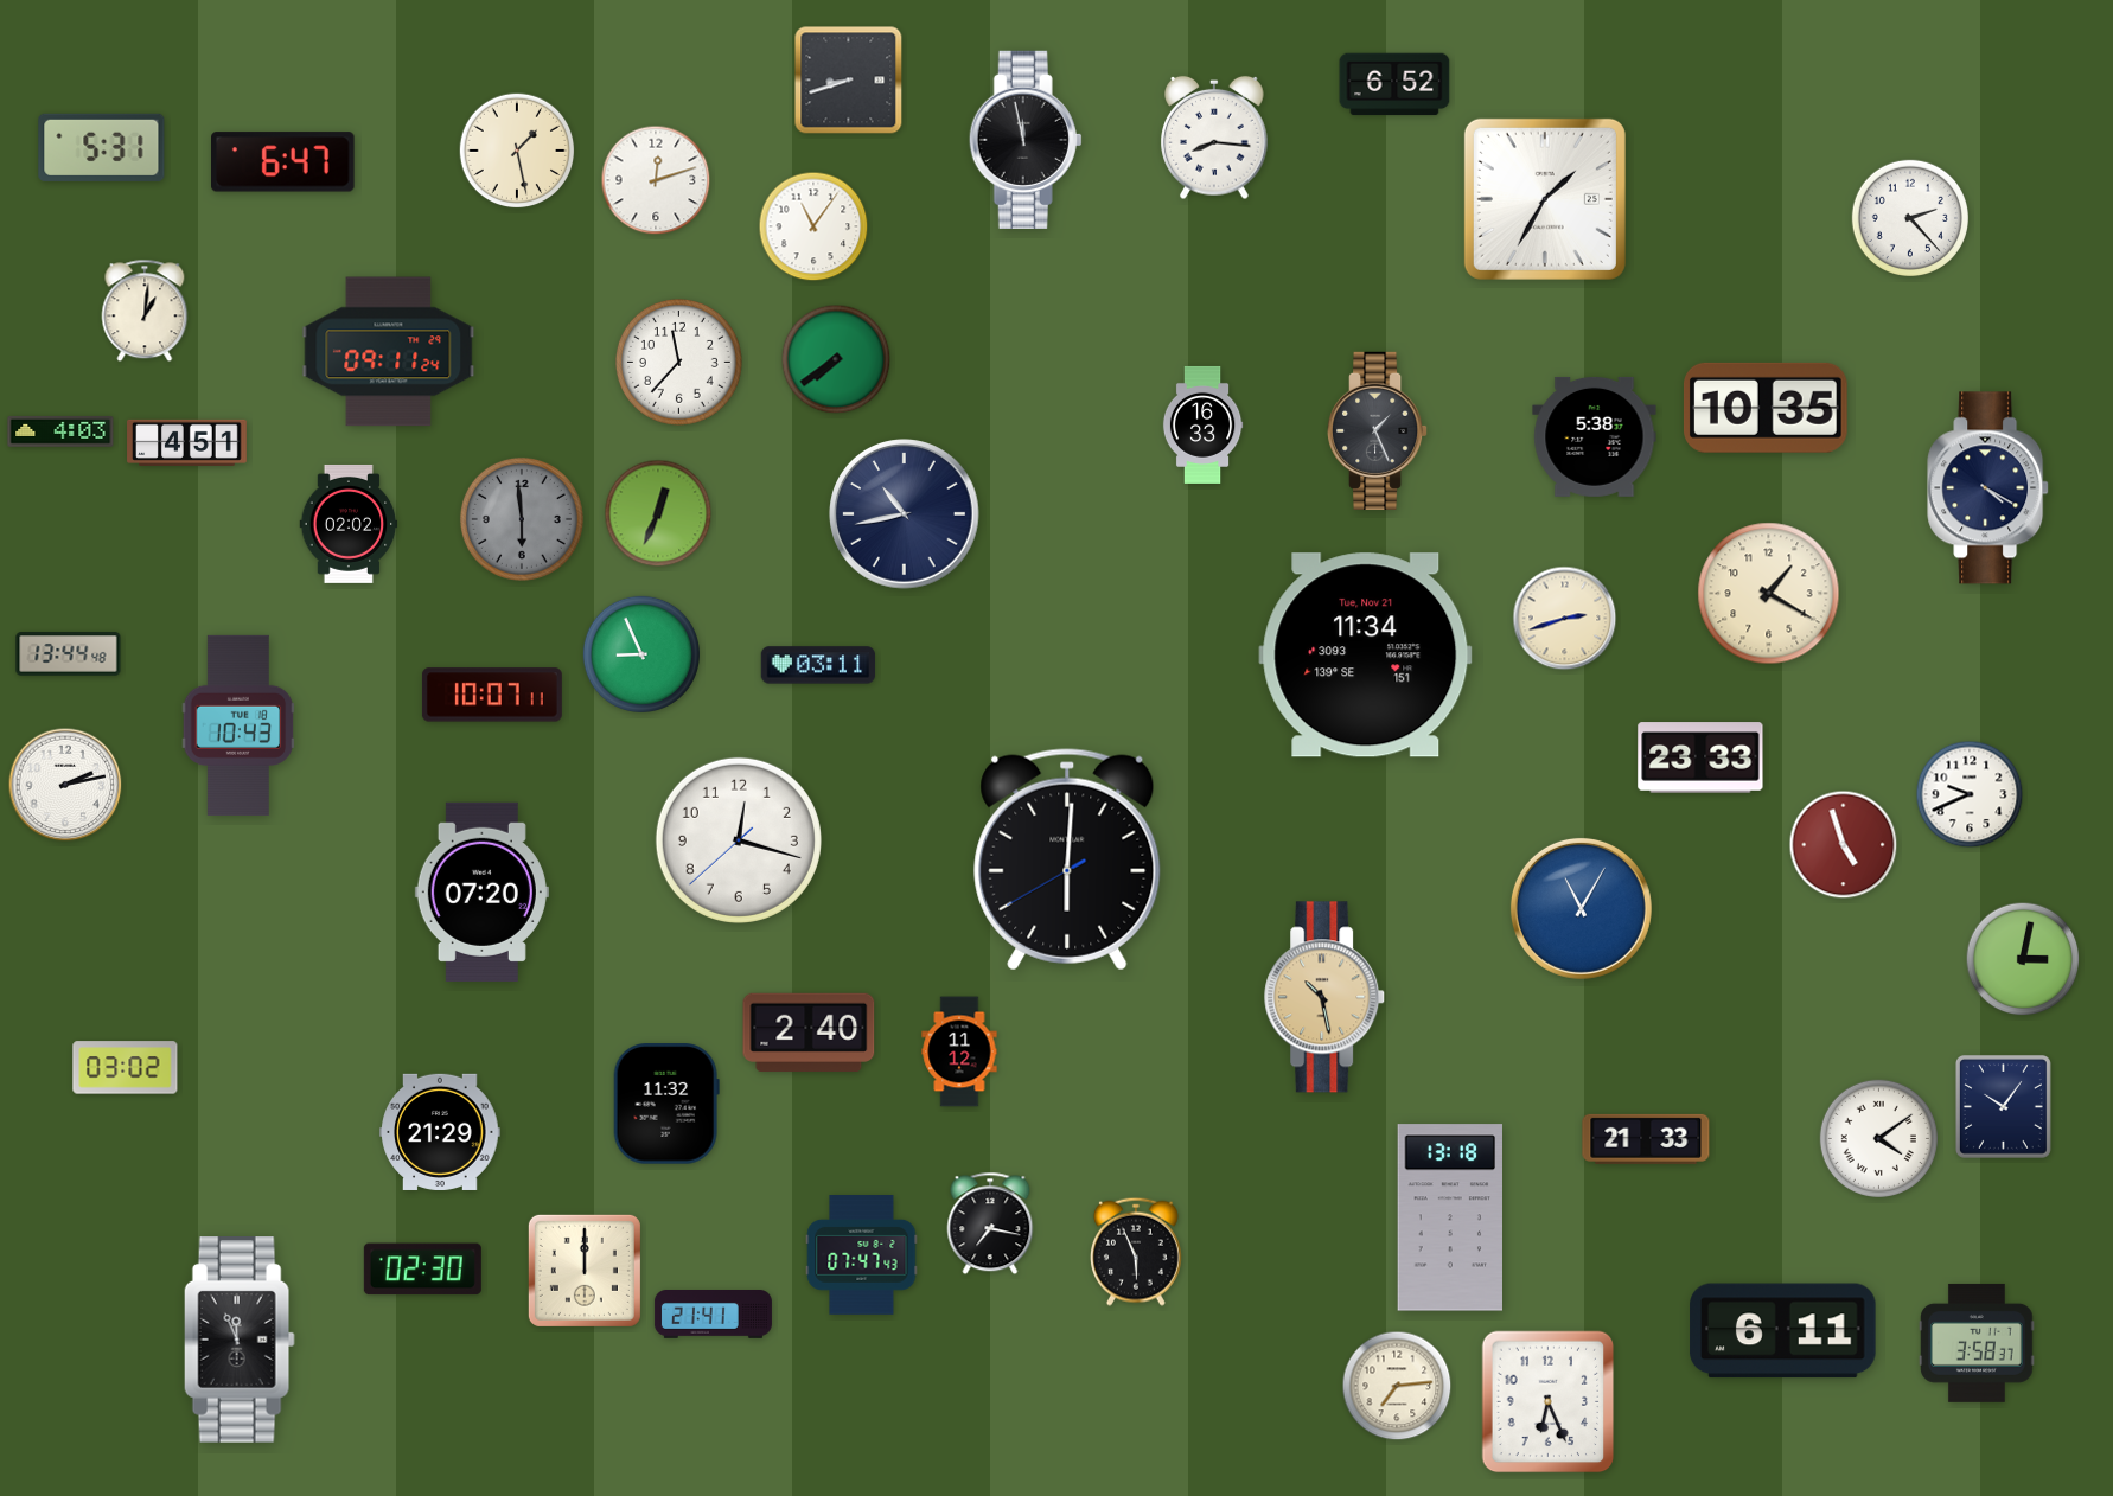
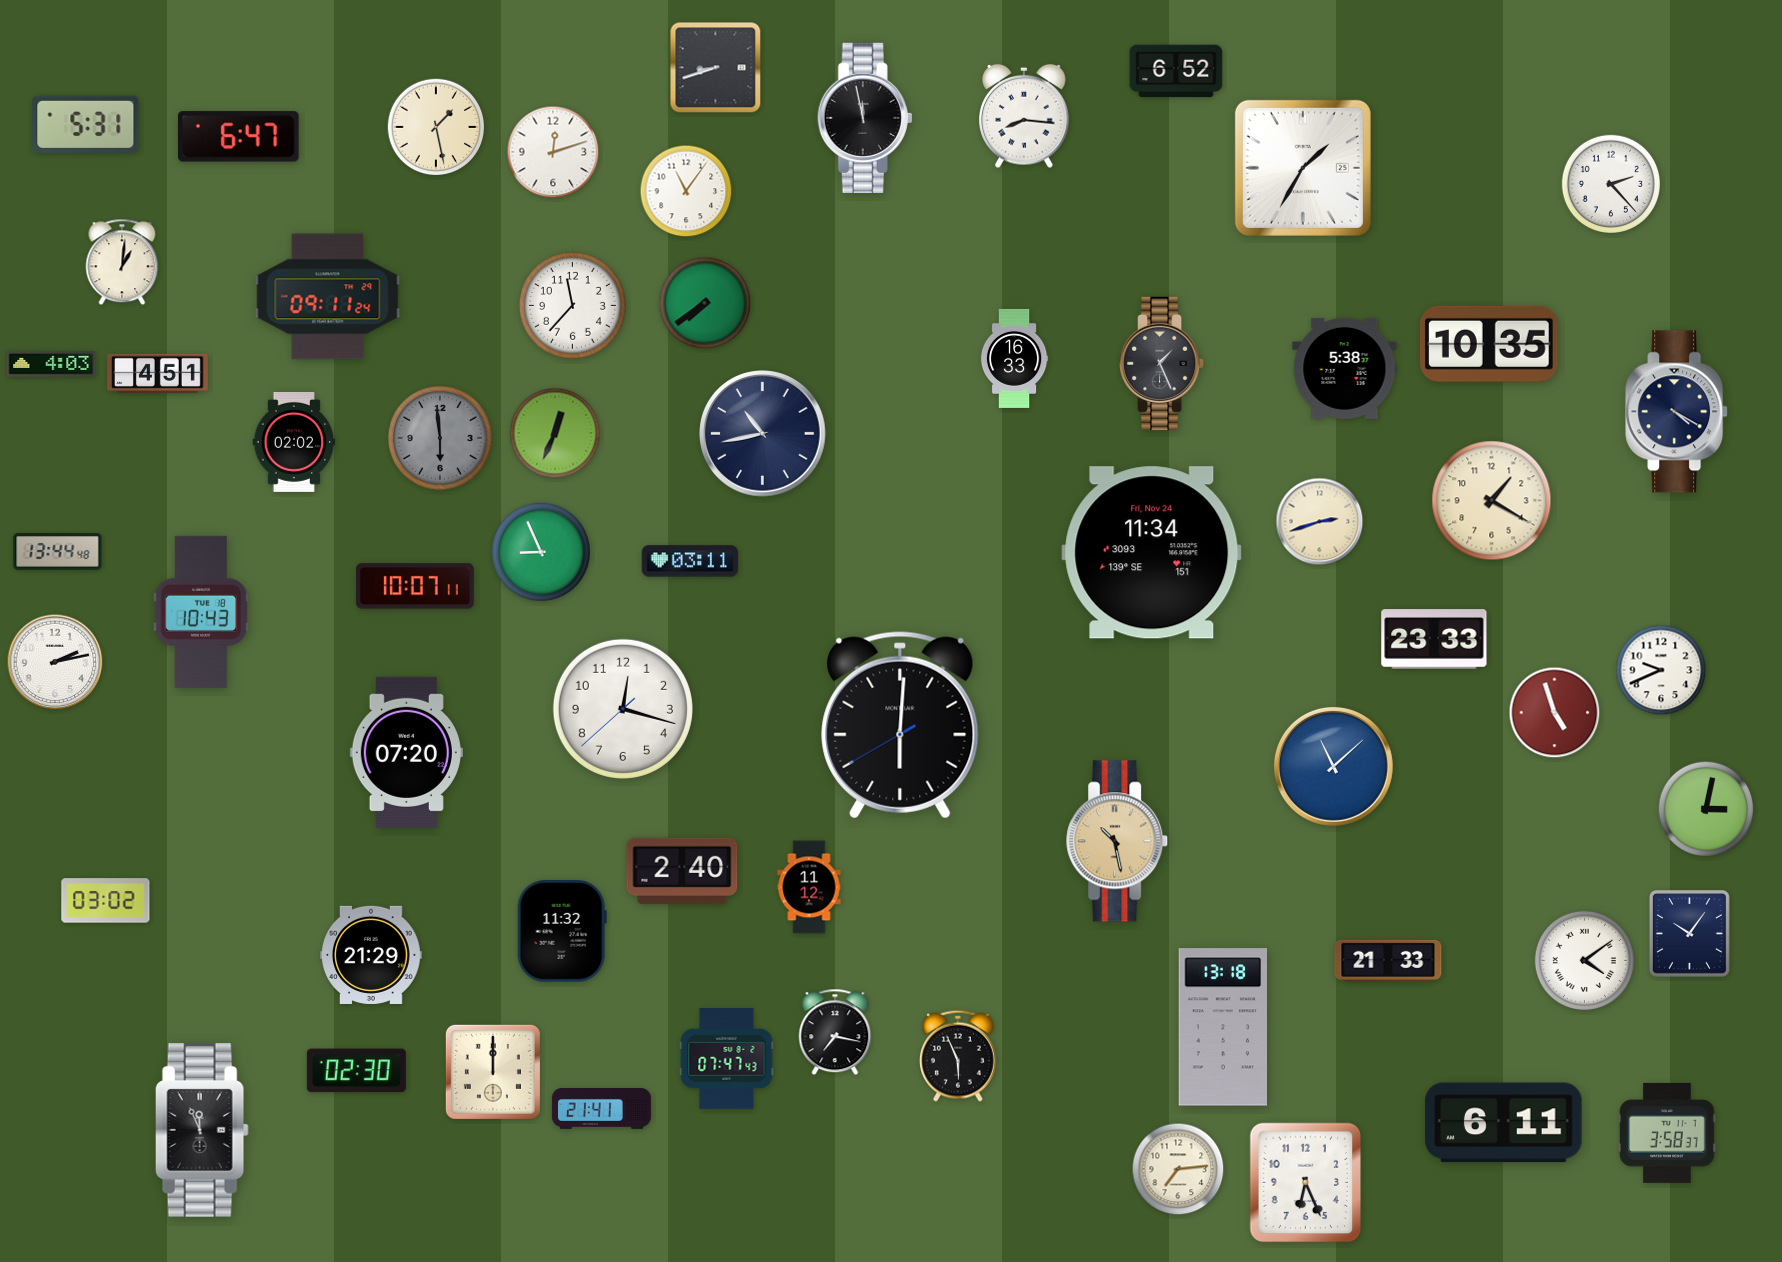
clock at (1366, 656) date: Tue, Nov 21 -> Fri, Nov 24
clock at (1581, 908): 11:05 -> 11:08
